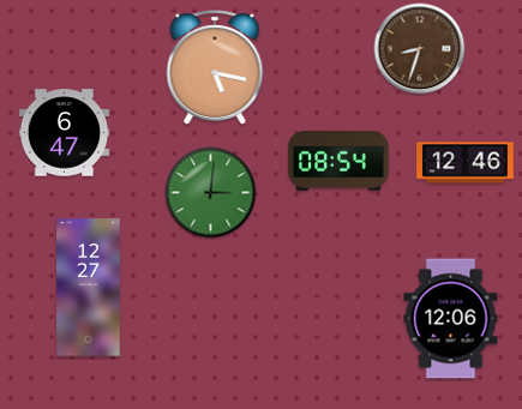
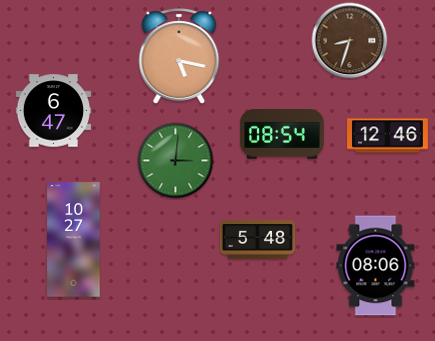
clock at (89, 288): 12:27 -> 10:27
clock at (257, 240): none -> 5:48
clock at (451, 319): 12:06 -> 08:06
